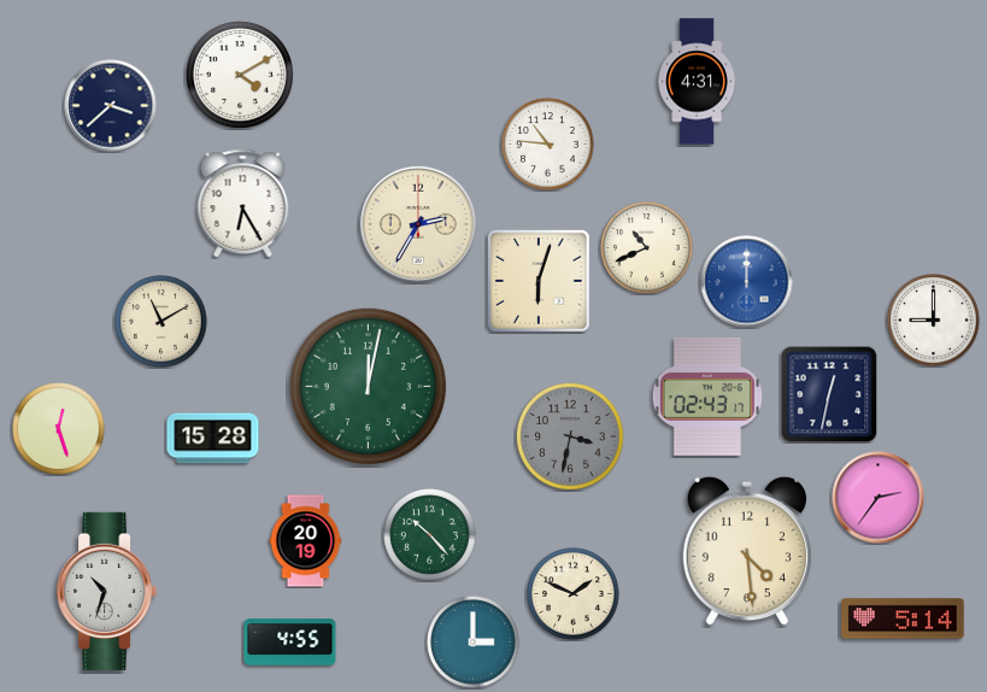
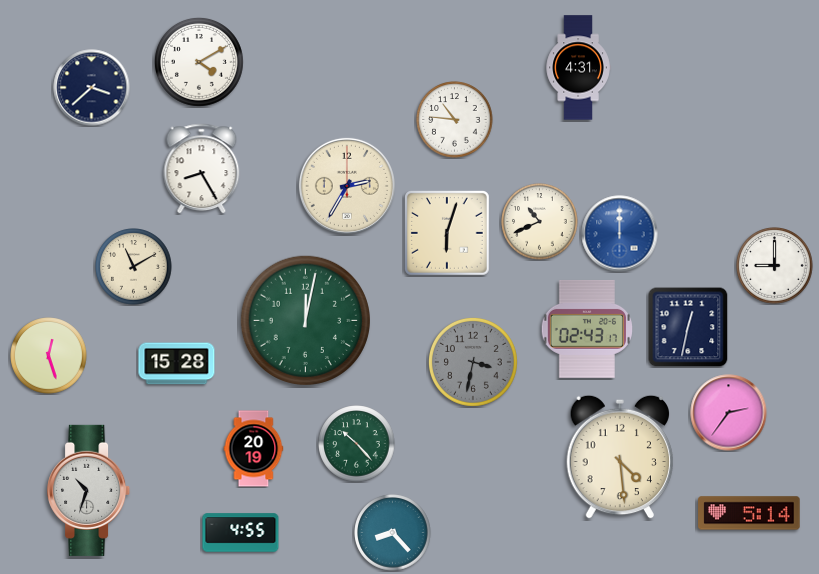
clock at (243, 204): 6:25 -> 8:25
clock at (647, 248) position: (647, 248) -> (540, 222)
clock at (574, 594): 1:49 -> none
clock at (474, 643): 3:00 -> 8:23
